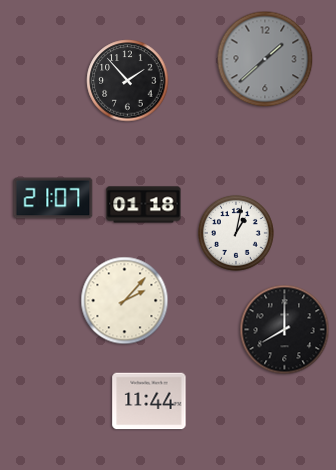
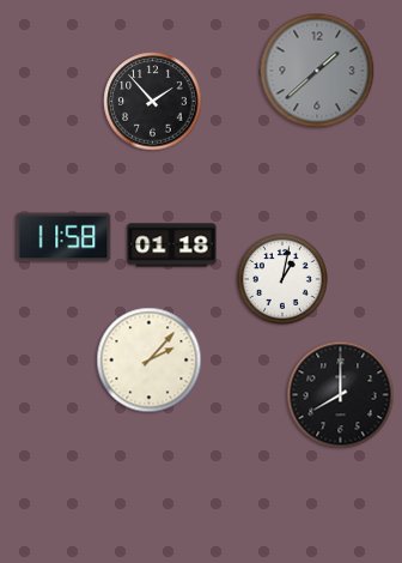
clock at (128, 81) position: (128, 81) -> (153, 102)
clock at (53, 198): 21:07 -> 11:58
clock at (149, 401): 11:44 -> none
